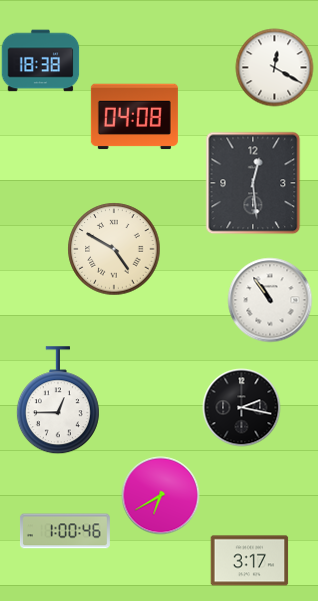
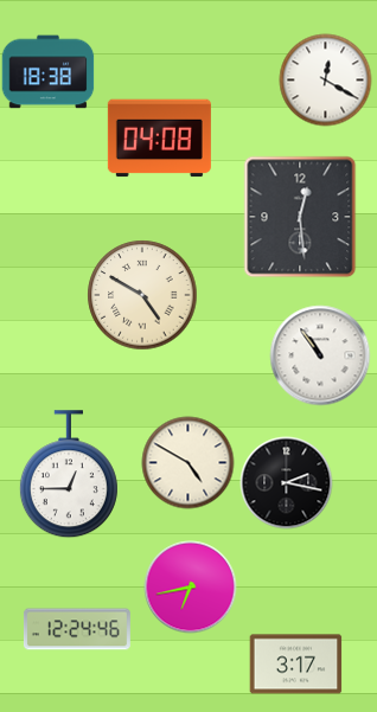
clock at (114, 249) position: (114, 249) -> (142, 295)
clock at (187, 462): none -> 4:50
clock at (160, 495): 6:40 -> 6:43
clock at (65, 531): 1:00 -> 12:24
